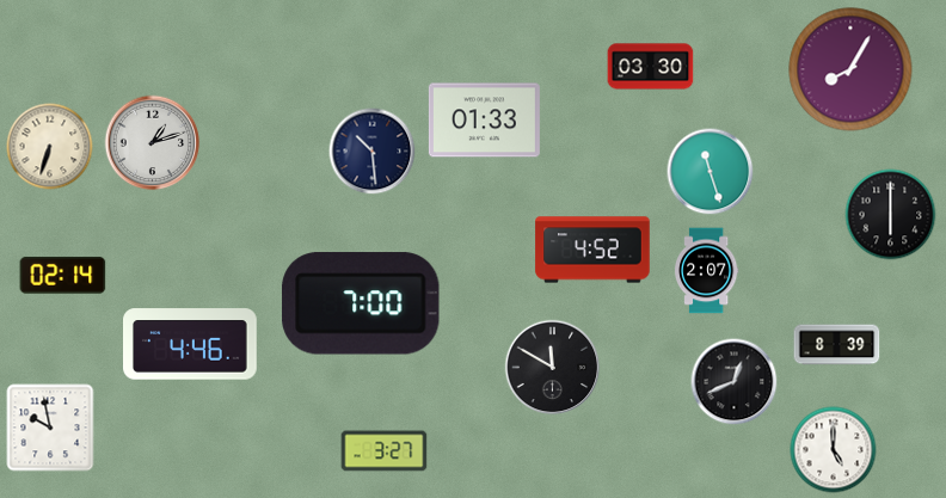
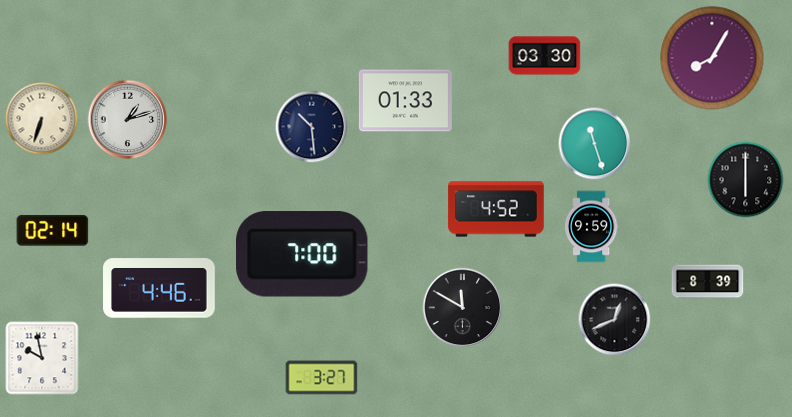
clock at (50, 147) position: (50, 147) -> (42, 119)
clock at (706, 271): 2:07 -> 9:59
clock at (837, 345) position: (837, 345) -> (708, 282)
clock at (834, 450): 5:00 -> none
